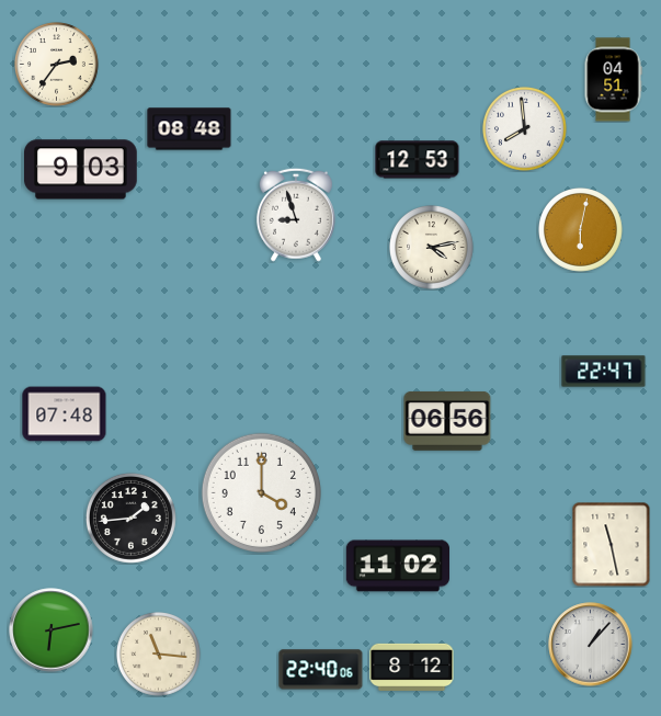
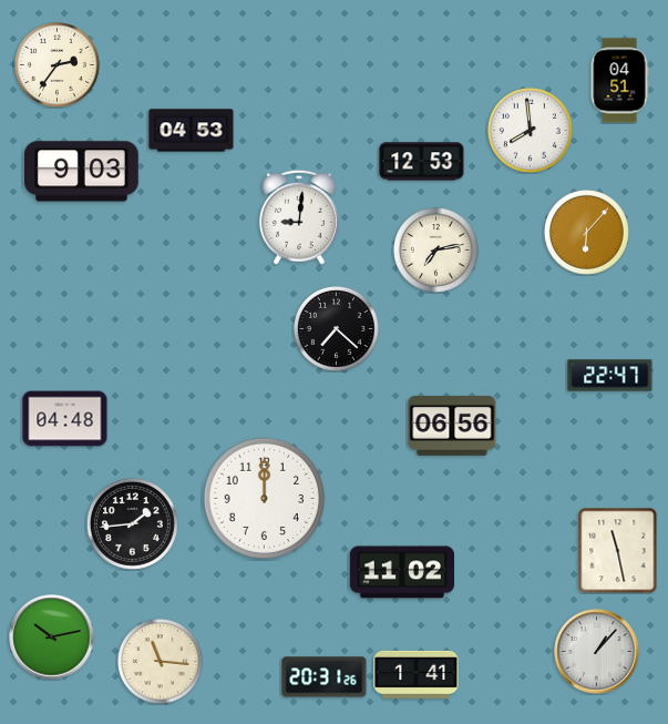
clock at (190, 129): 08:48 -> 04:53
clock at (296, 215): 8:57 -> 9:01
clock at (581, 230): 6:02 -> 6:07
clock at (432, 248): 4:13 -> 7:13
clock at (337, 329): none -> 7:22
clock at (65, 414): 07:48 -> 04:48
clock at (261, 492): 4:00 -> 12:00
clock at (52, 630): 6:13 -> 10:13
clock at (412, 667): 8:12 -> 1:41
clock at (321, 670): 22:40 -> 20:31
